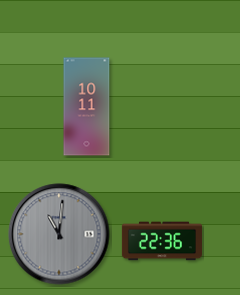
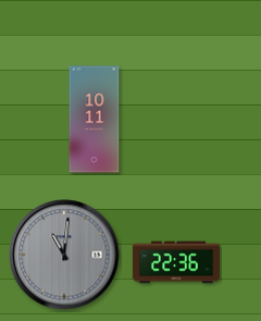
clock at (87, 107) position: (87, 107) -> (95, 120)
